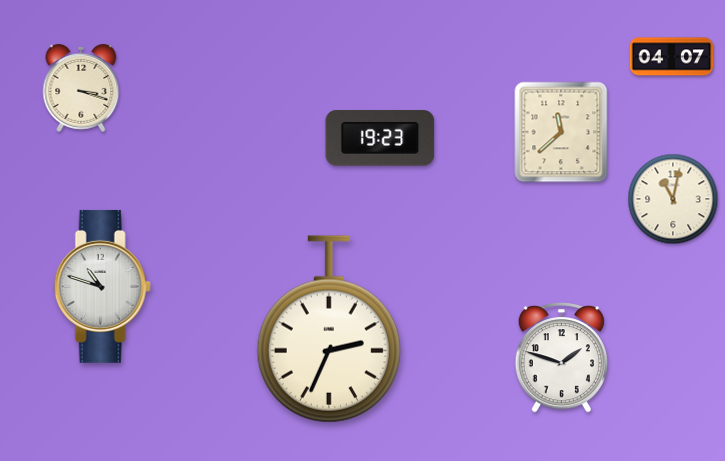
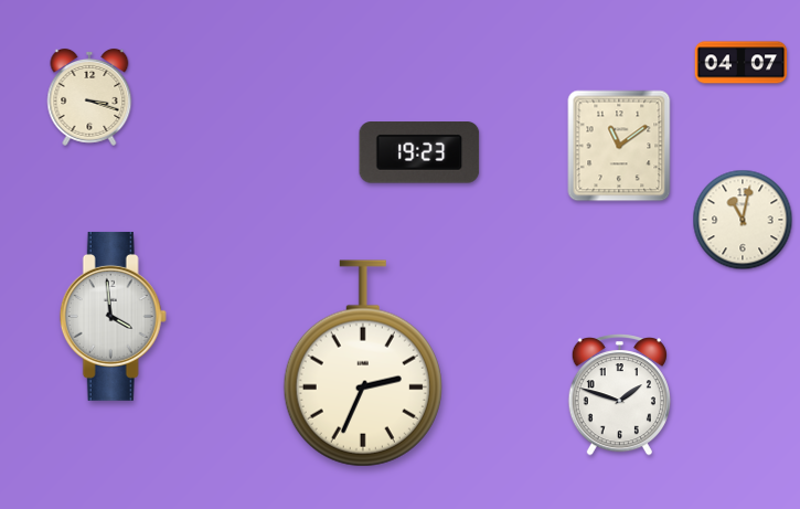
clock at (561, 132): 11:38 -> 11:09
clock at (102, 286): 10:48 -> 3:59
